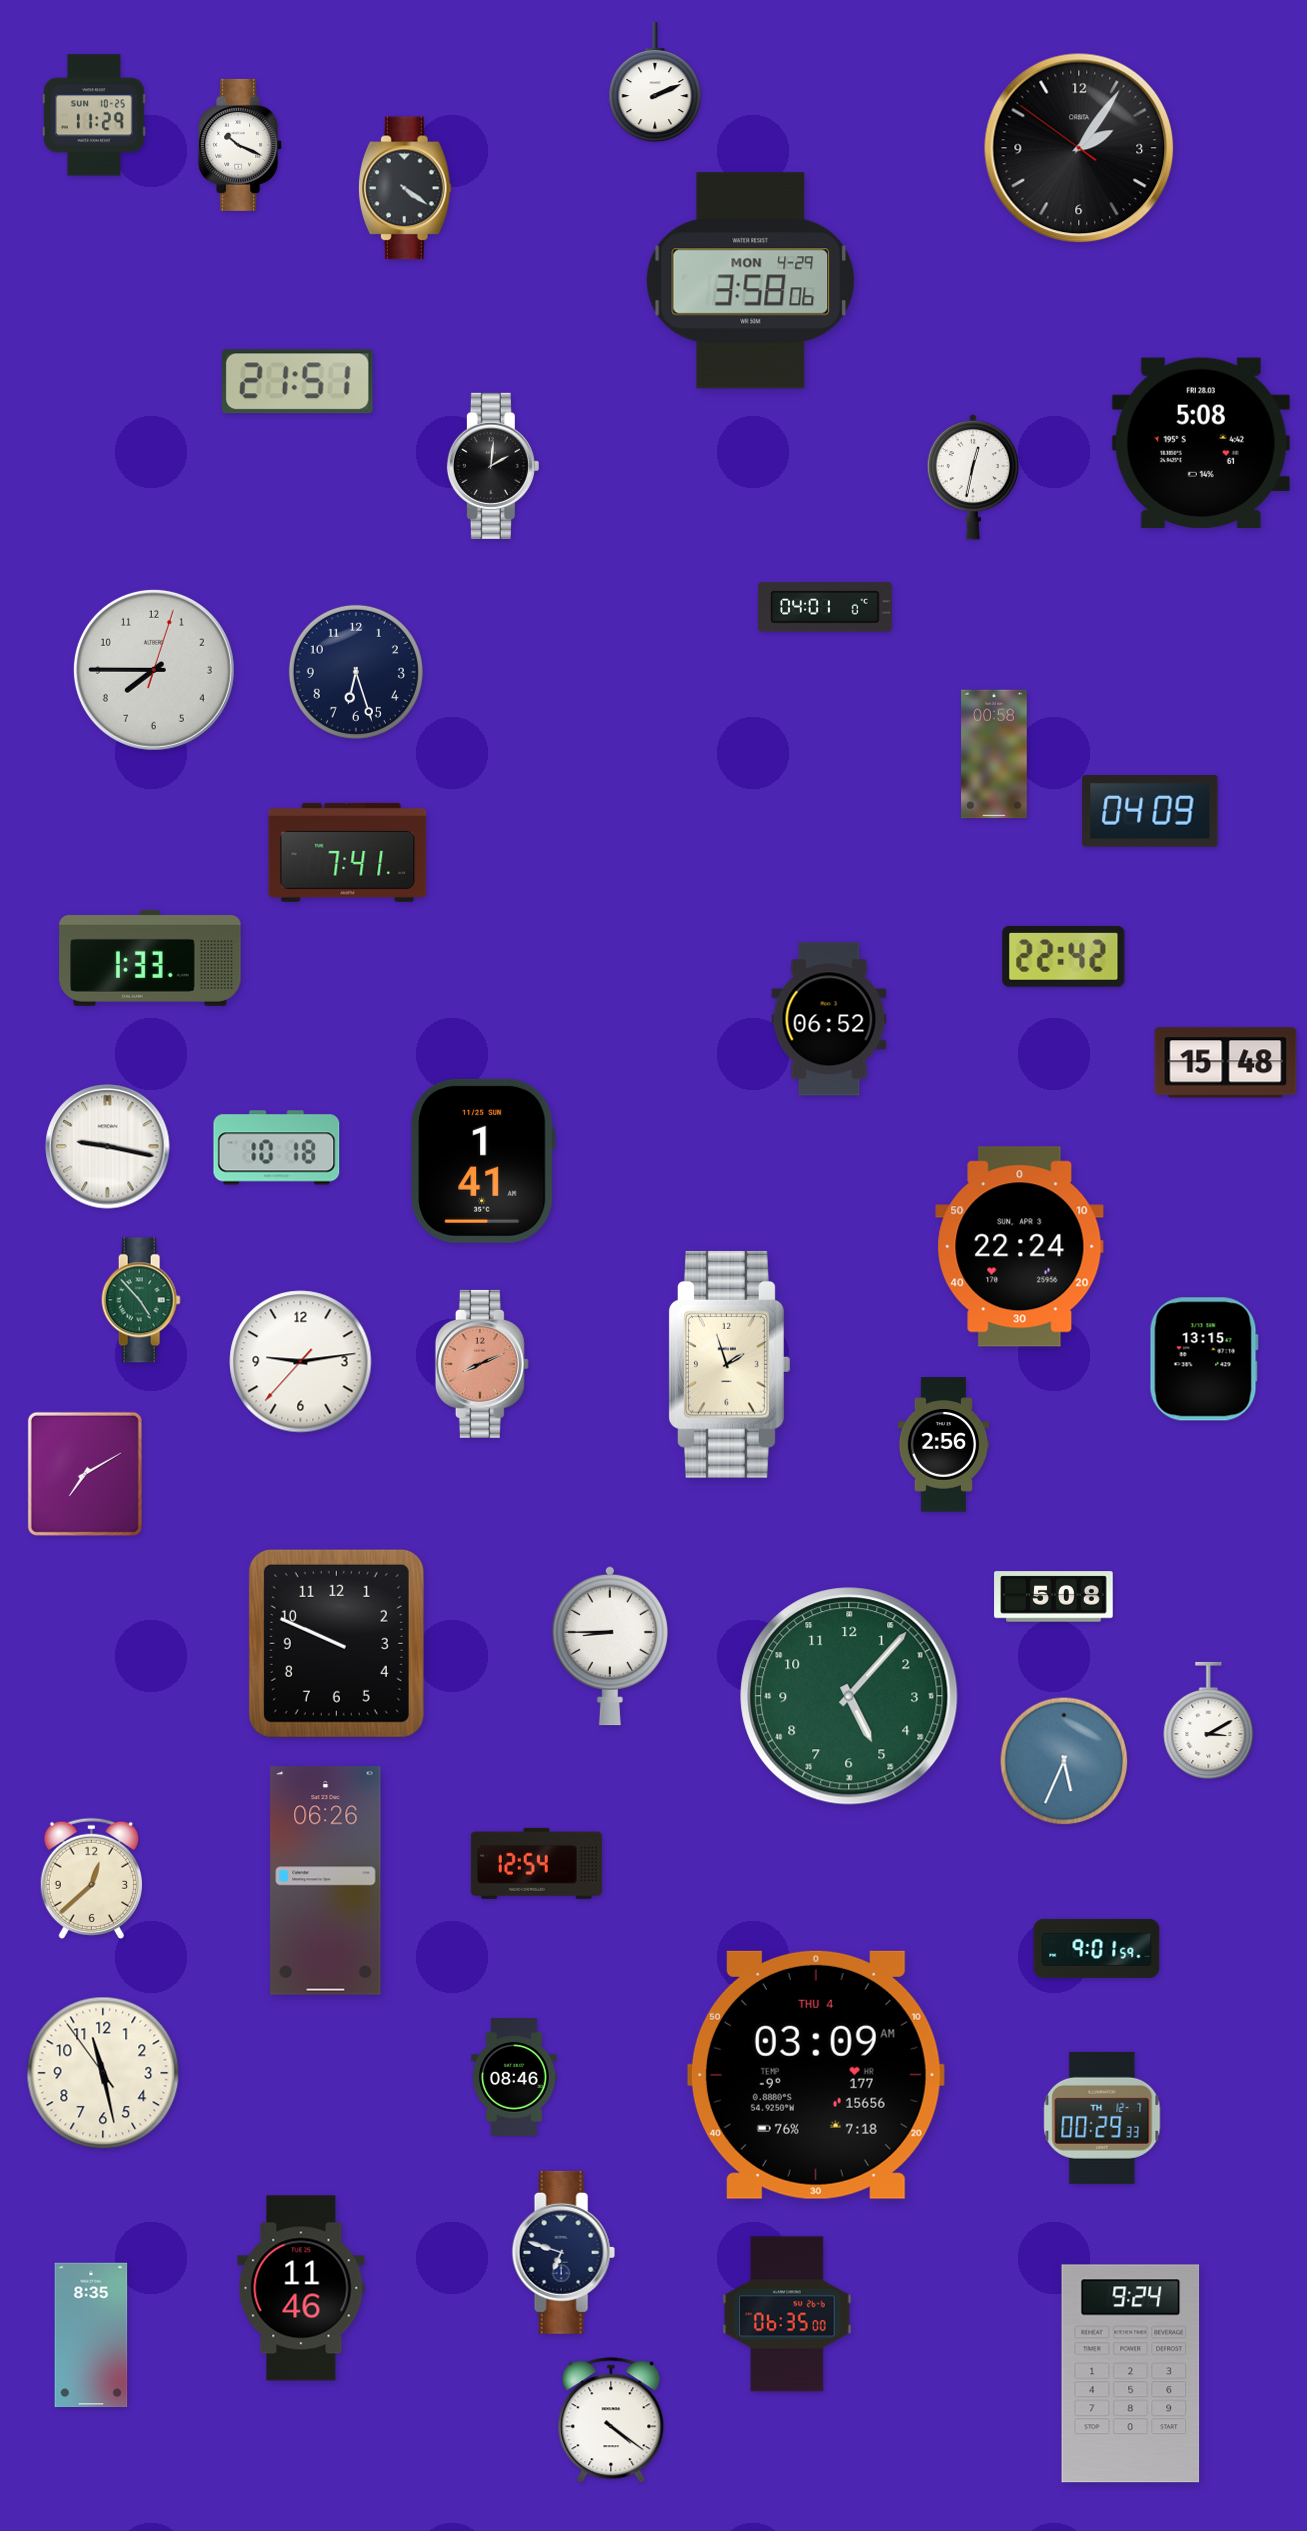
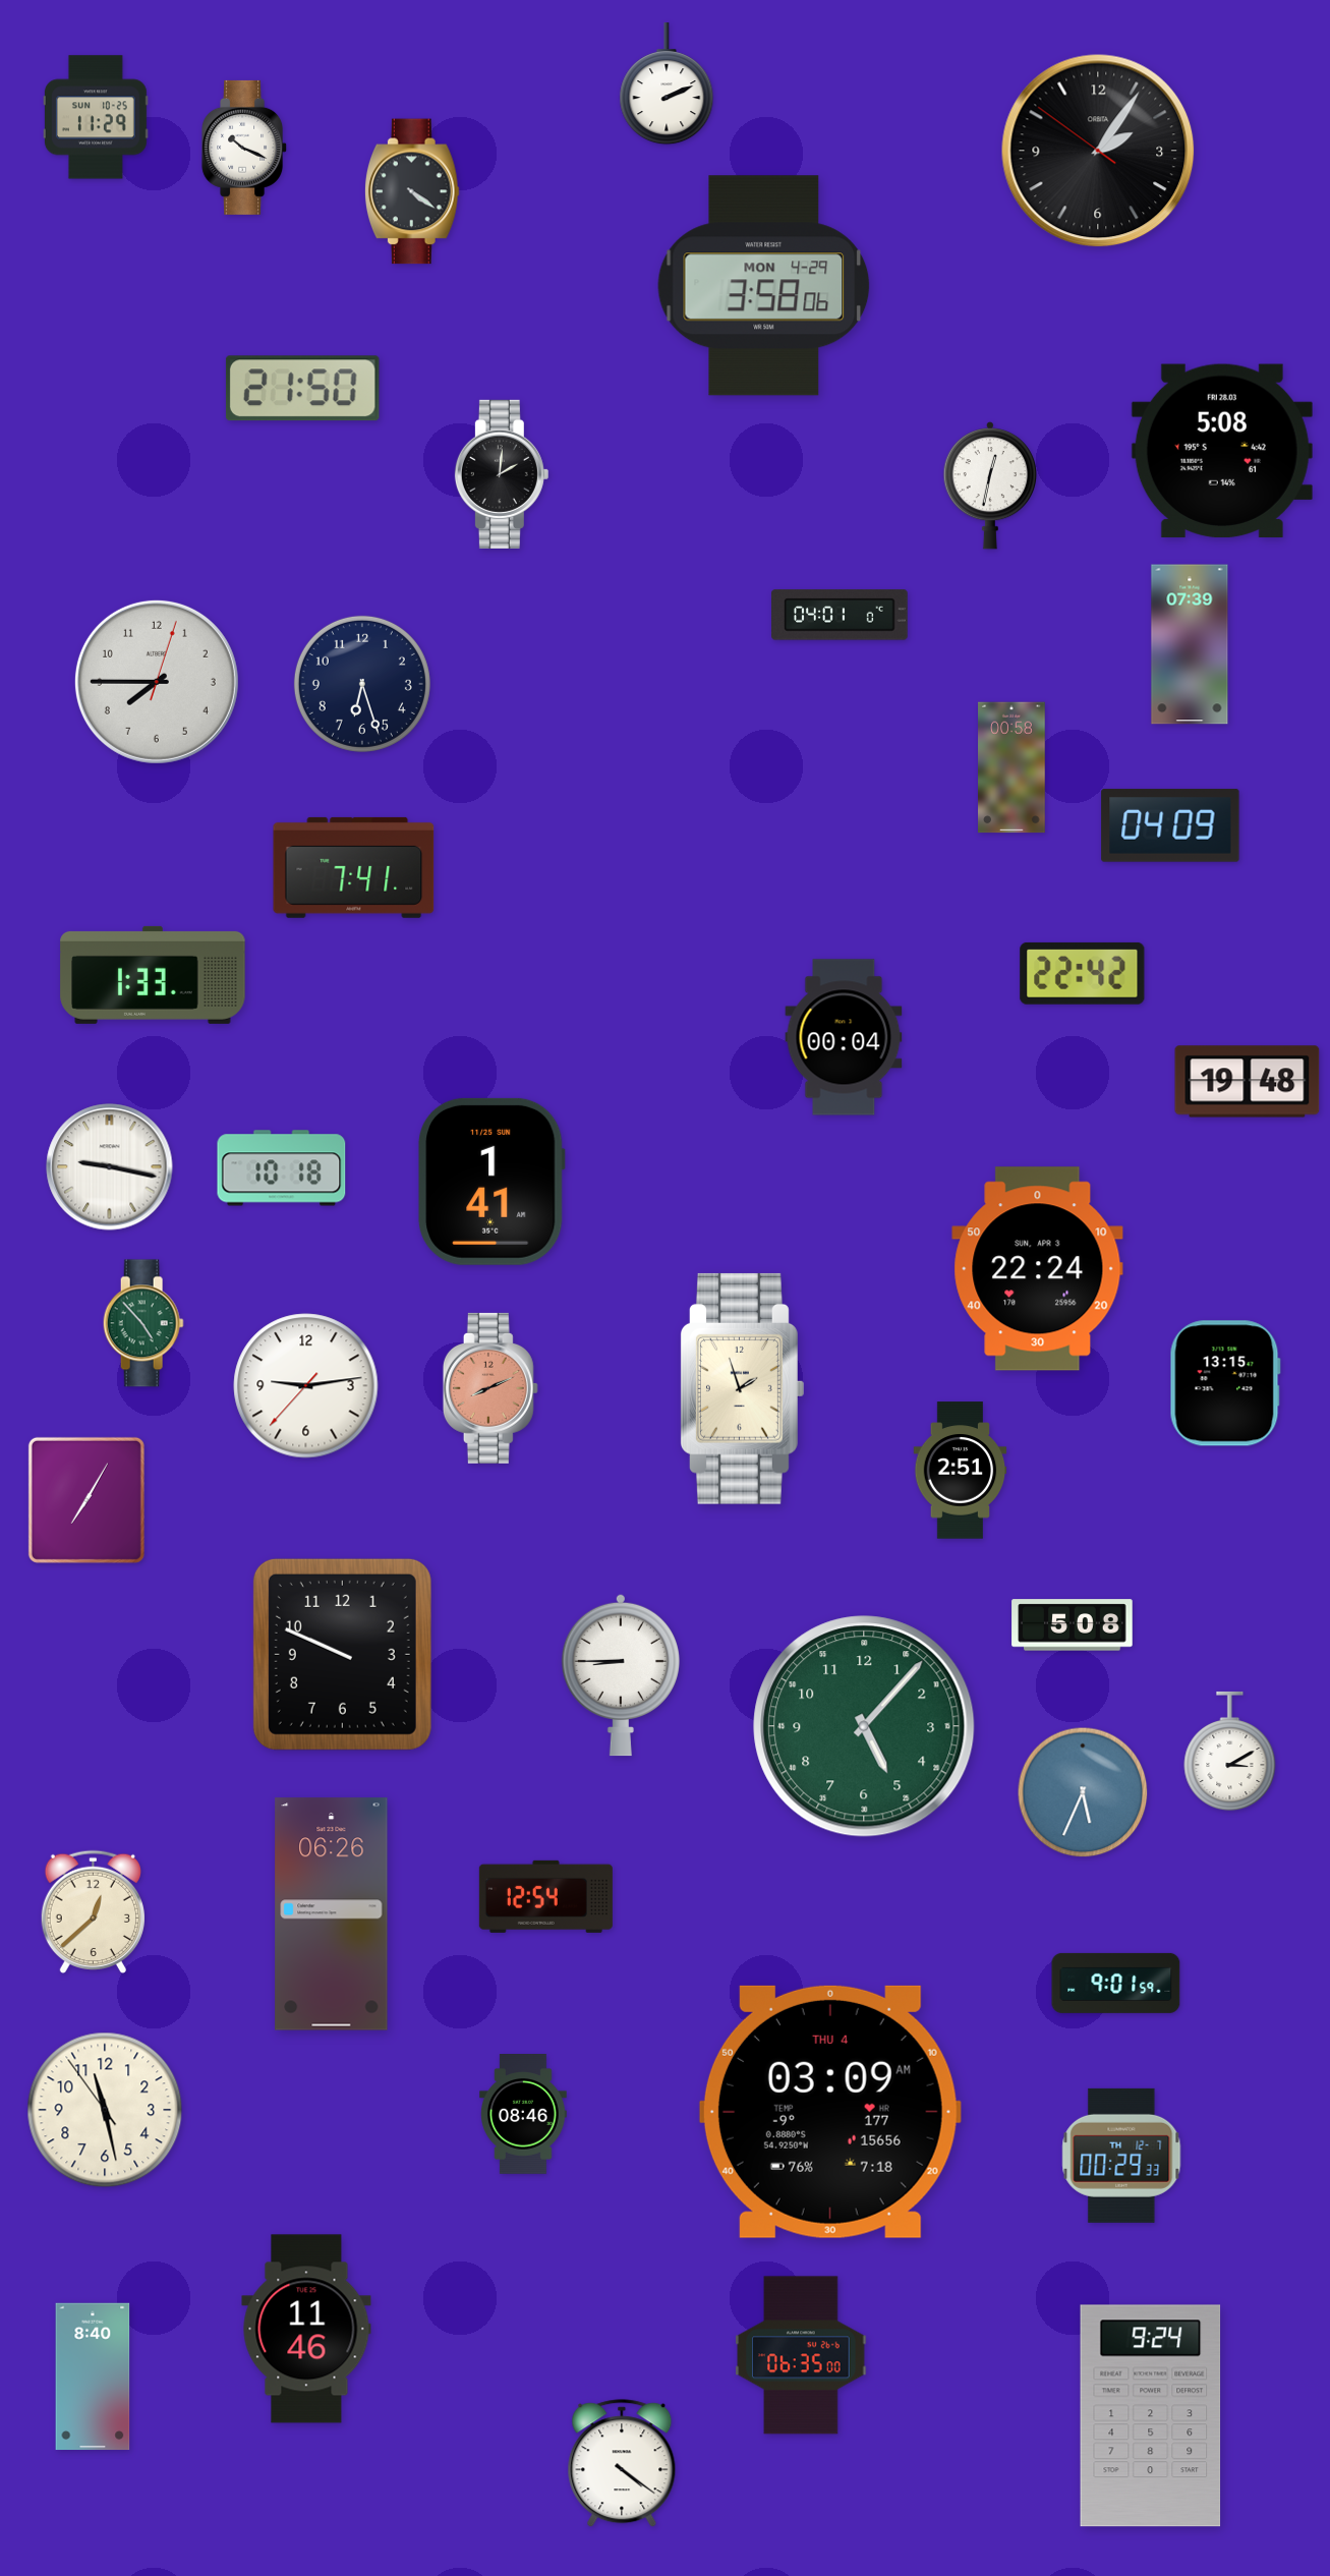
clock at (297, 382): 21:51 -> 21:50
clock at (826, 607) position: (826, 607) -> (841, 615)
clock at (1190, 644): none -> 07:39
clock at (829, 1019): 06:52 -> 00:04
clock at (1226, 1063): 15:48 -> 19:48
clock at (944, 1445): 2:56 -> 2:51
clock at (85, 1474): 7:10 -> 7:05
clock at (336, 1643) position: (336, 1643) -> (342, 1654)
clock at (563, 2252): 6:48 -> none
clock at (91, 2335): 8:35 -> 8:40
